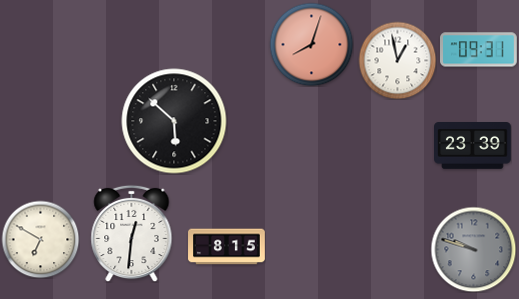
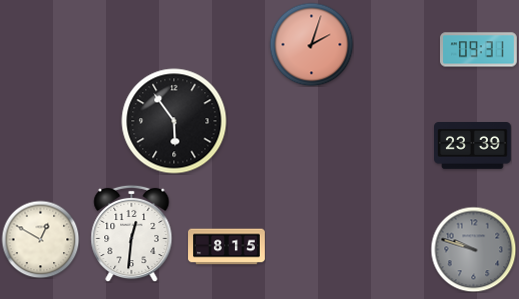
clock at (311, 44): 8:03 -> 2:03
clock at (397, 60): 12:58 -> none
clock at (174, 121): 5:52 -> 5:54
clock at (40, 239): 6:50 -> 12:50
